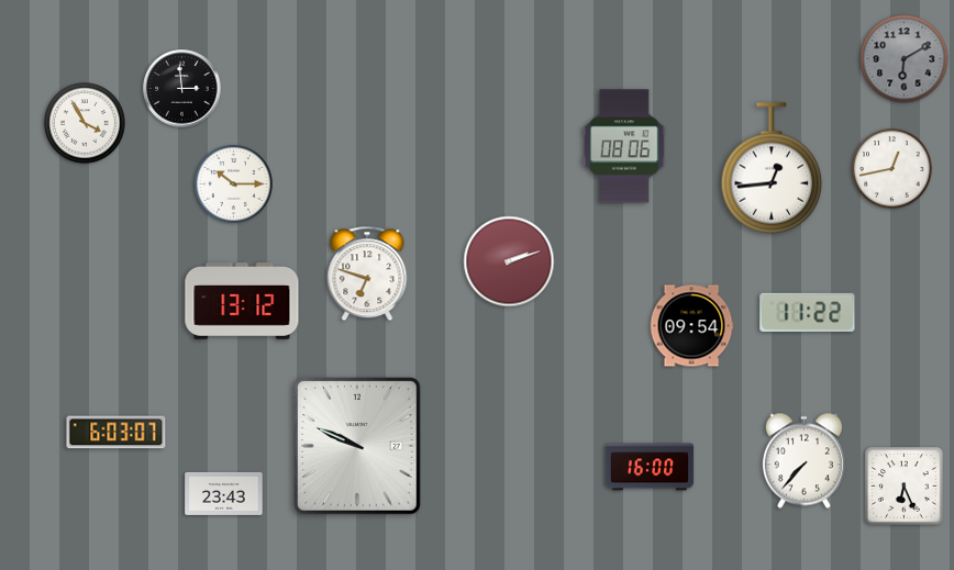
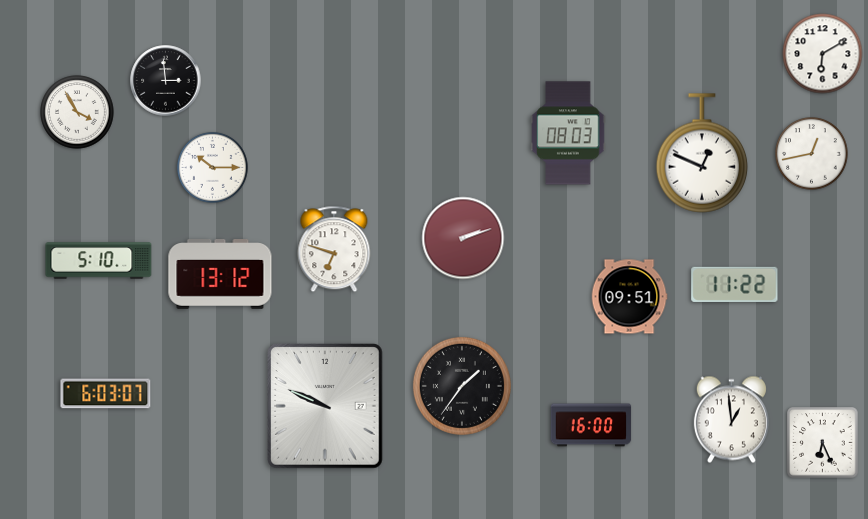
clock at (905, 59) dial: grey -> white
clock at (624, 146): 08:06 -> 08:03
clock at (772, 168): 12:44 -> 12:49
clock at (99, 261): none -> 5:10
clock at (691, 326): 09:54 -> 09:51
clock at (462, 386): none -> 1:36
clock at (803, 461): 7:37 -> 12:59
clock at (224, 493): 23:43 -> none
